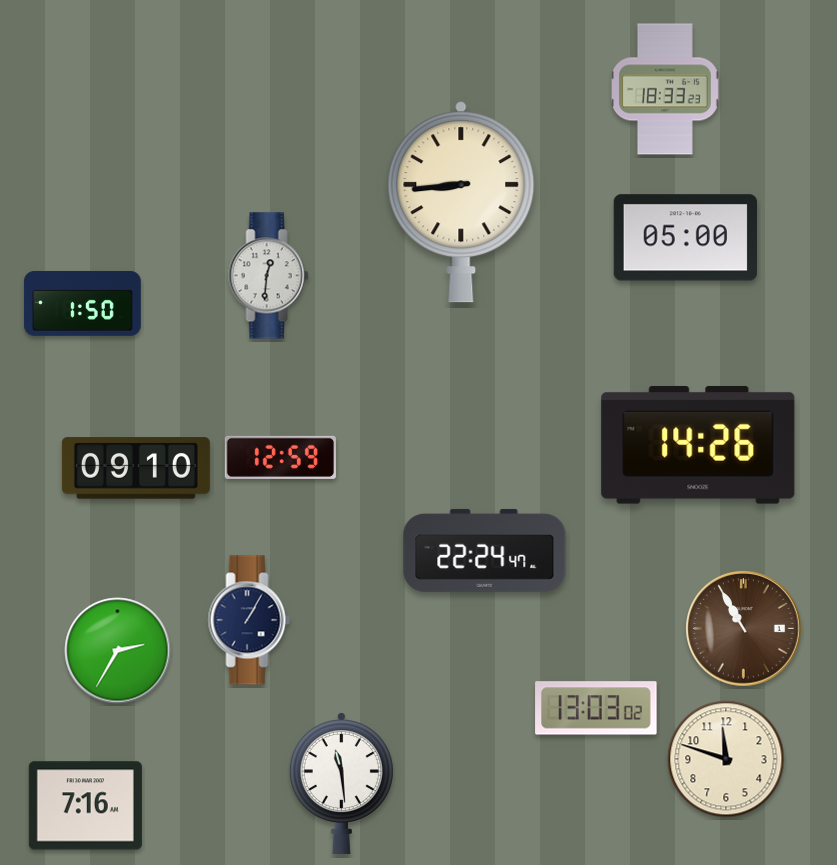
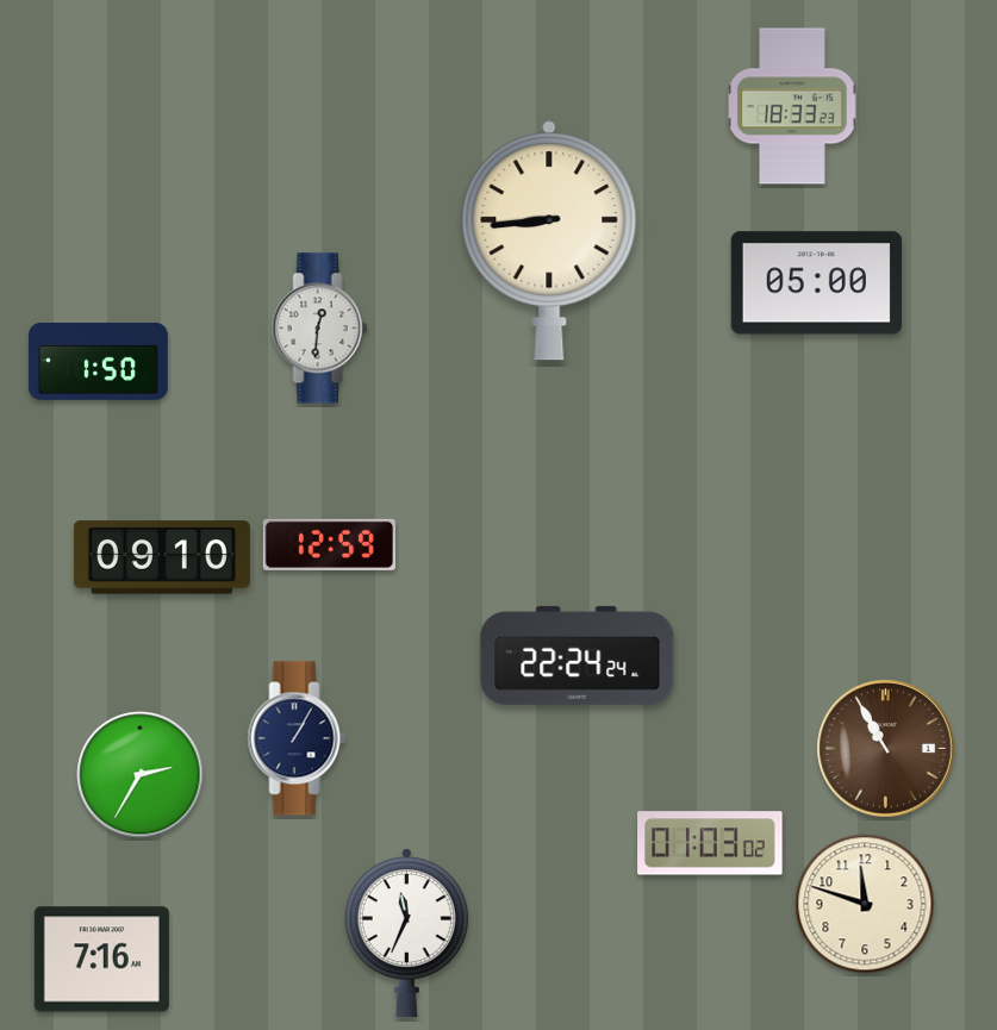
clock at (698, 445): 14:26 -> none
clock at (280, 457) position: (280, 457) -> (329, 544)
clock at (485, 550): 22:24:47 -> 22:24:24
clock at (596, 708): 13:03 -> 01:03
clock at (341, 784): 11:29 -> 11:34
